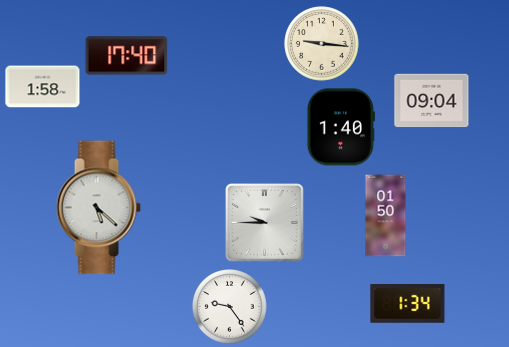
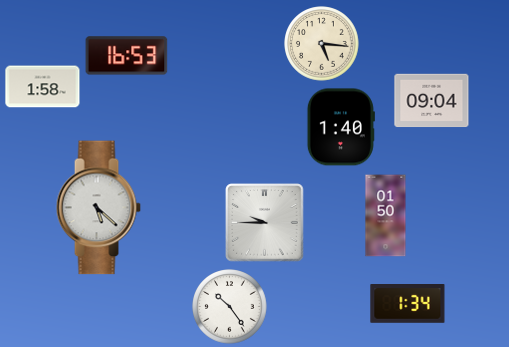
clock at (322, 44): 9:16 -> 5:16
clock at (127, 56): 17:40 -> 16:53
clock at (230, 307): 9:24 -> 10:24
